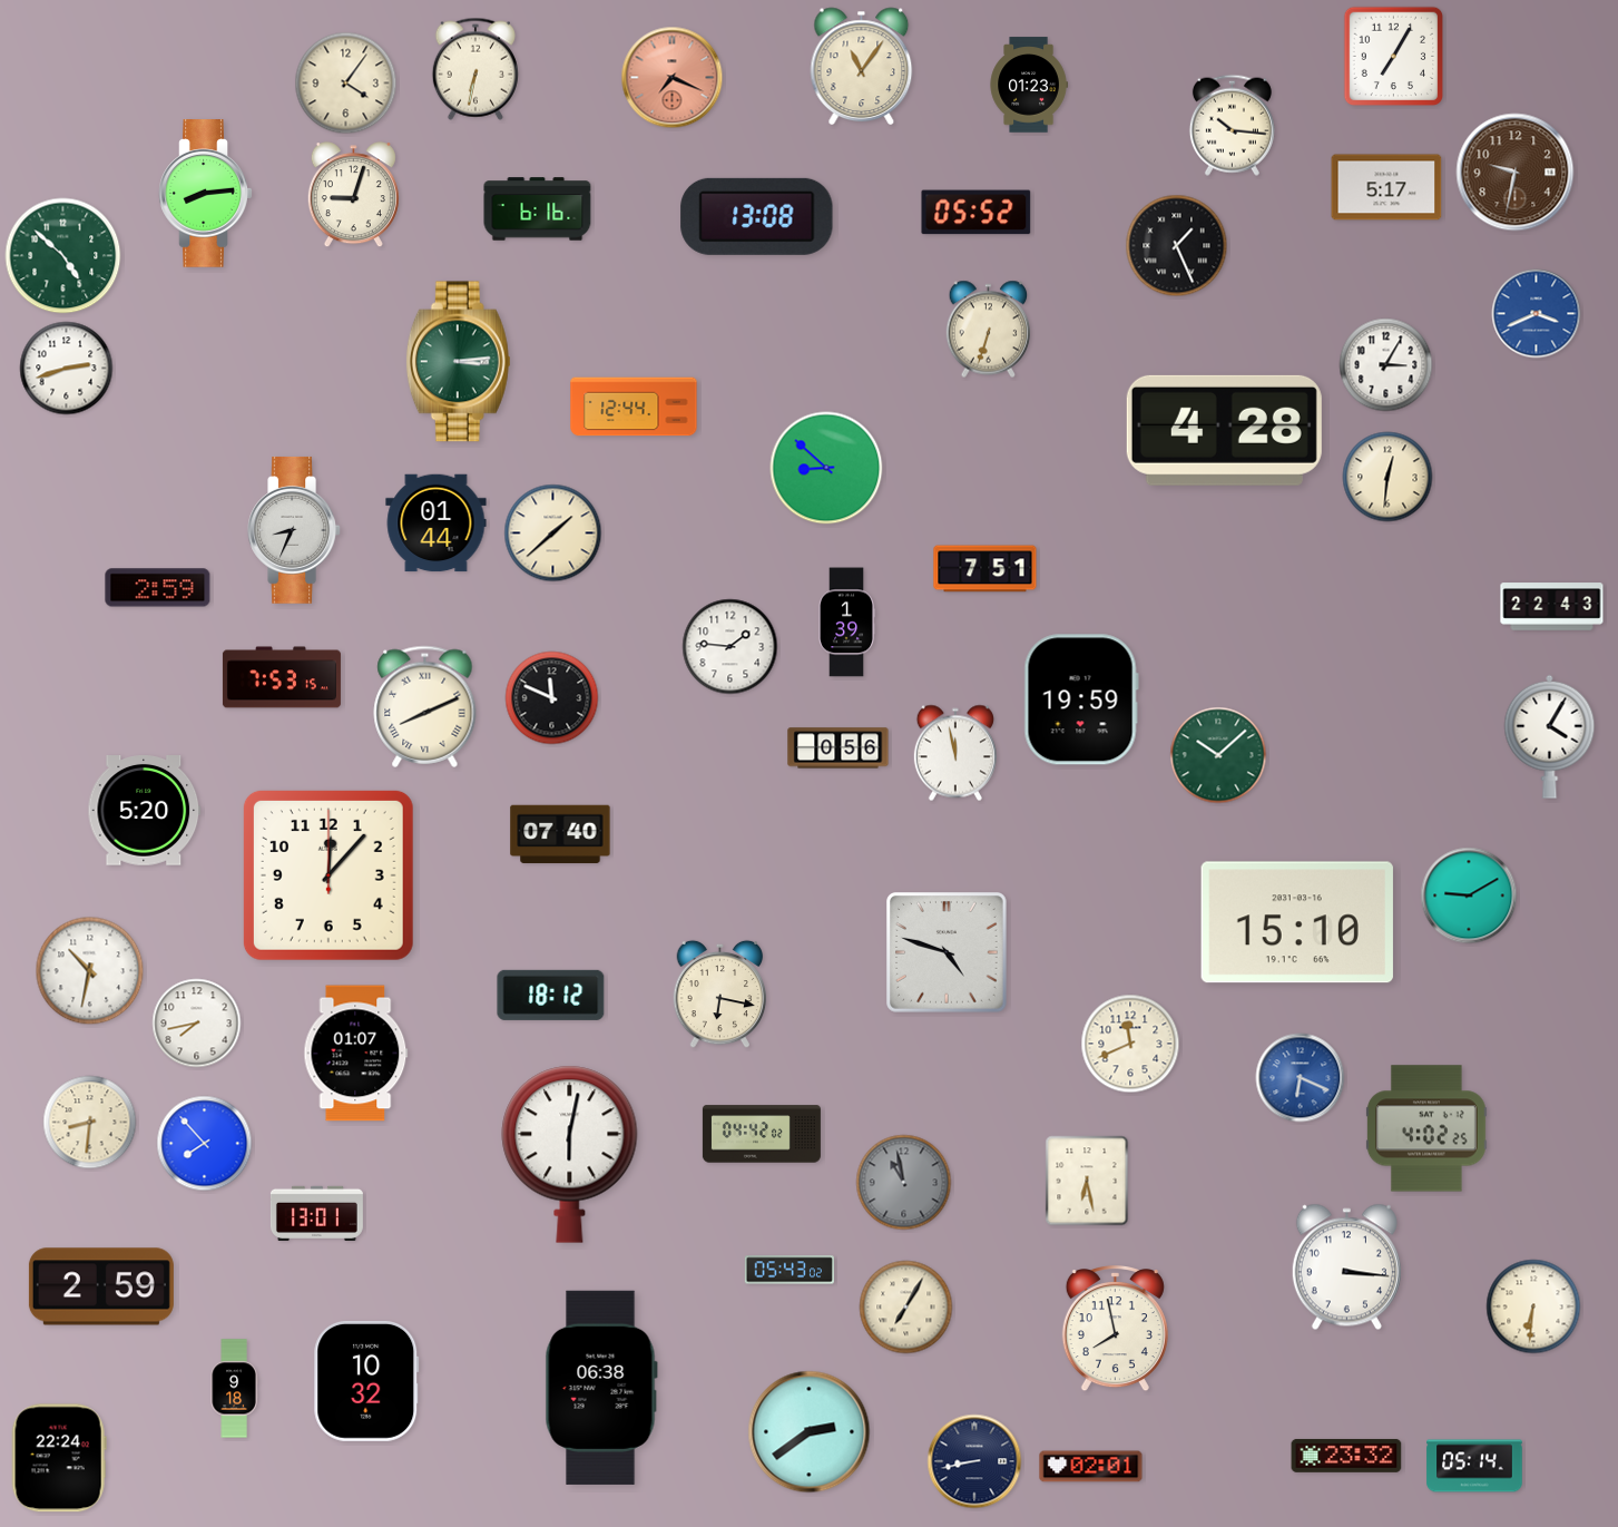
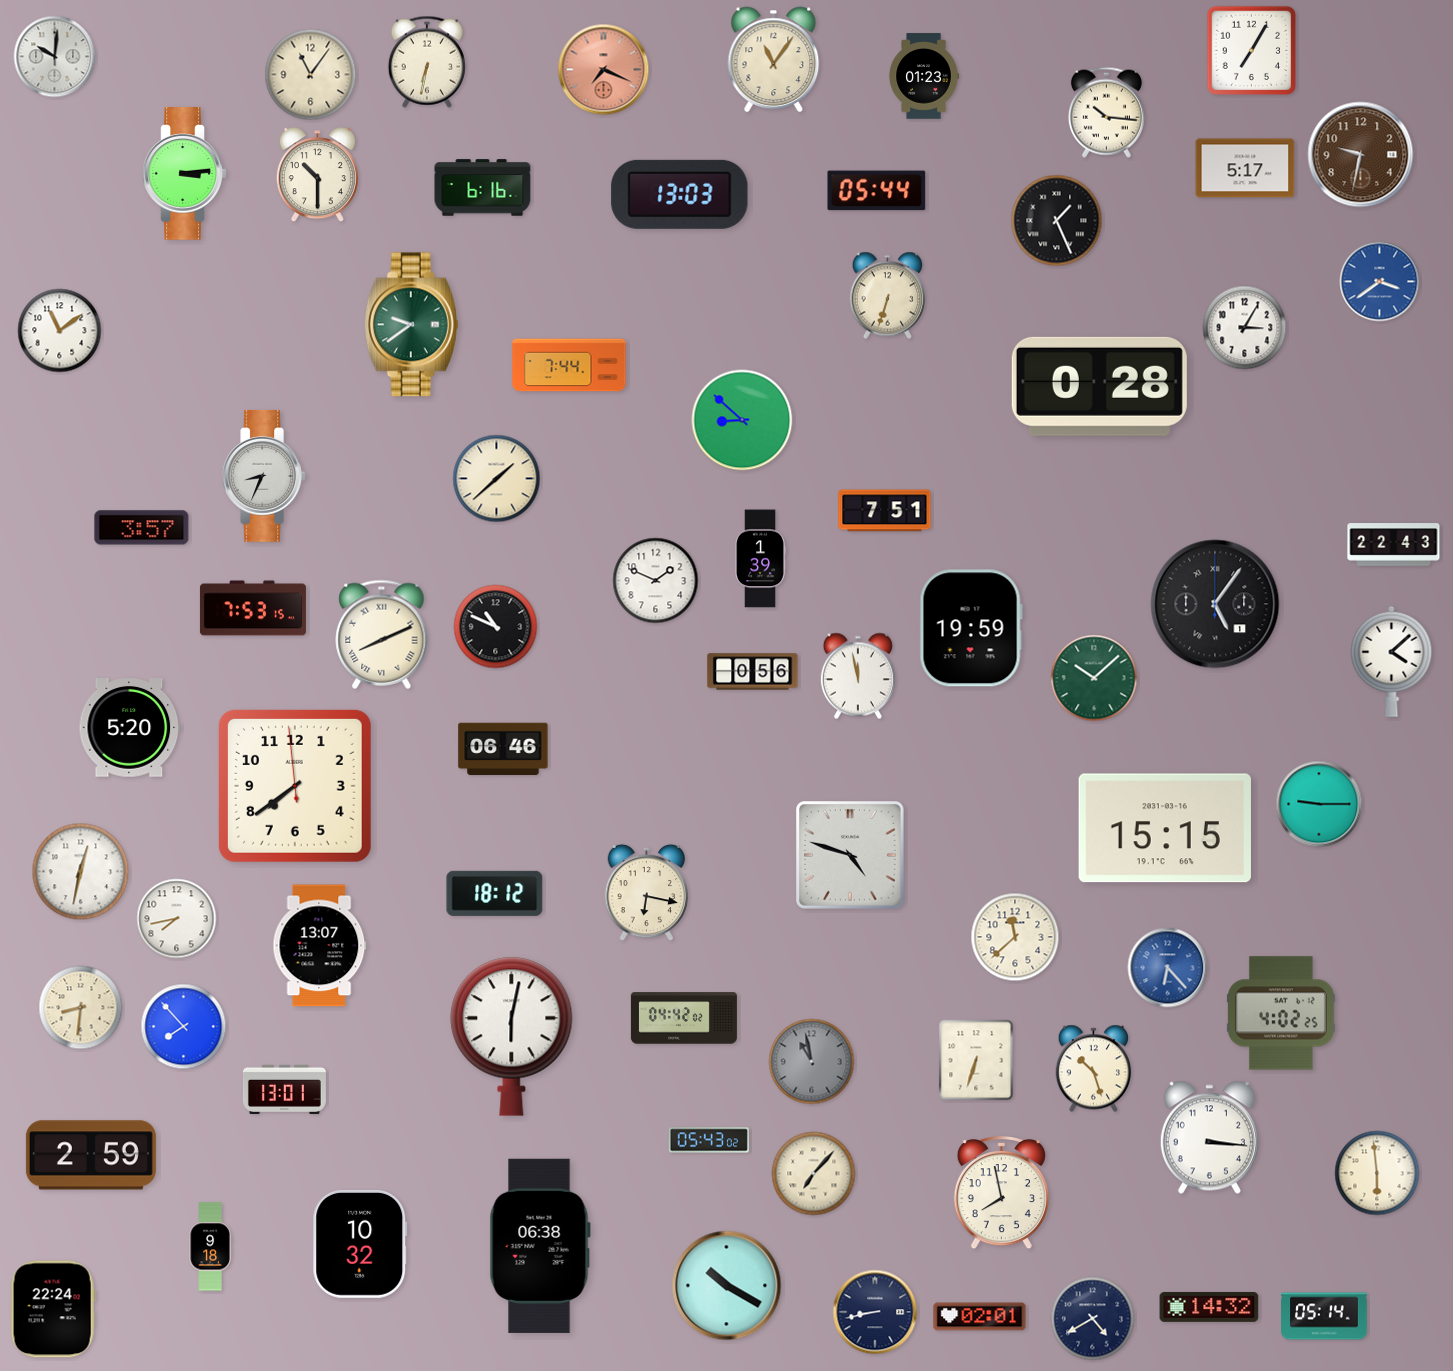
clock at (55, 57): none -> 10:01
clock at (346, 84): 4:06 -> 11:06
clock at (206, 194): 8:14 -> 3:14
clock at (353, 195): 9:03 -> 10:30
clock at (977, 213): 05:52 -> 05:44
clock at (757, 216): 13:08 -> 13:03
clock at (63, 256): 4:52 -> none
clock at (1537, 314): 3:41 -> 3:39
clock at (458, 362): 3:14 -> 9:39
clock at (67, 369): 2:42 -> 11:09
clock at (634, 407): 12:44 -> 7:44
clock at (1224, 430): 4:28 -> 0:28
clock at (1387, 477): 12:31 -> none
clock at (437, 523): 01:44 -> none
clock at (158, 588): 2:59 -> 3:57
clock at (730, 647): 1:46 -> 1:49
clock at (1215, 604): none -> 5:06
clock at (552, 698): 11:49 -> 10:49
clock at (1550, 736): 4:05 -> 4:08
clock at (560, 834): 07:40 -> 06:46
clock at (328, 875): 12:07 -> 7:38
clock at (1469, 895): 9:10 -> 9:15
clock at (1297, 922): 15:10 -> 15:15
clock at (90, 971): 10:32 -> 12:32
clock at (1130, 1044): 11:41 -> 11:38
clock at (356, 1054): 01:07 -> 13:07
clock at (1301, 1078): 6:19 -> 6:23
clock at (1087, 1181): 6:28 -> 6:33
clock at (1094, 1069): none -> 10:27
clock at (1533, 1306): 6:31 -> 5:59
clock at (906, 1308): 7:05 -> 7:07
clock at (366, 1381) position: (366, 1381) -> (360, 1244)
clock at (810, 1432): 2:39 -> 10:20
clock at (1346, 1456): 23:32 -> 14:32
clock at (1093, 1319): none -> 4:40
